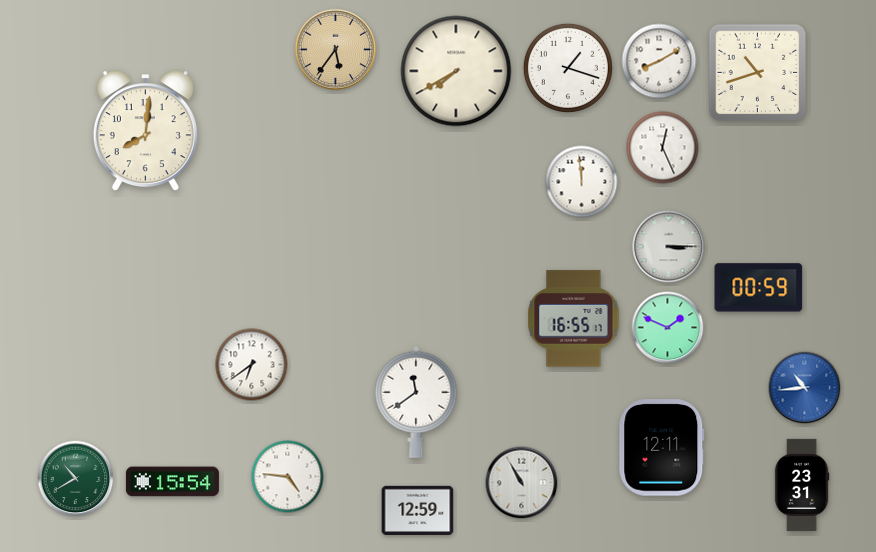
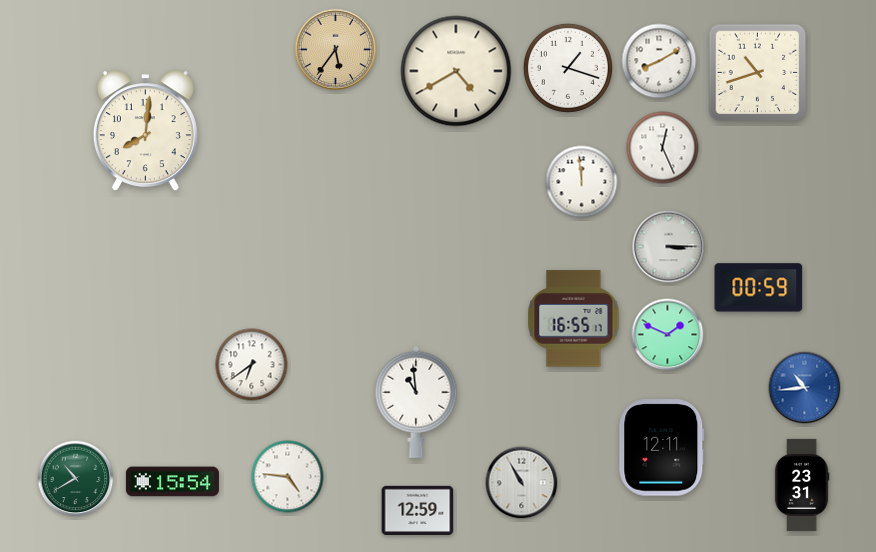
clock at (456, 71): 7:40 -> 4:40
clock at (668, 328) position: (668, 328) -> (668, 335)
clock at (416, 402): 11:39 -> 10:59
